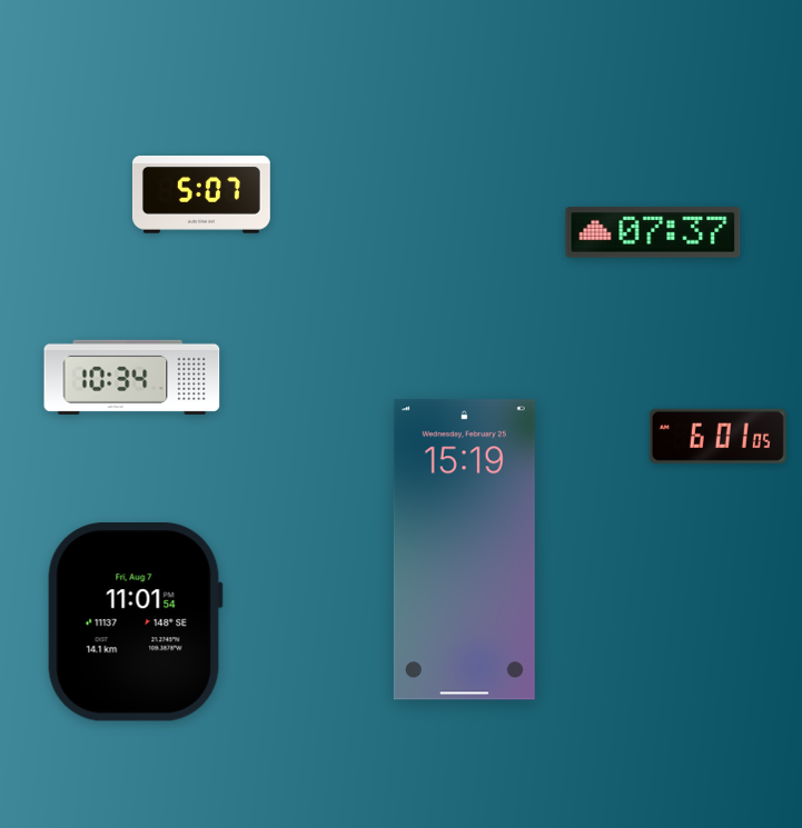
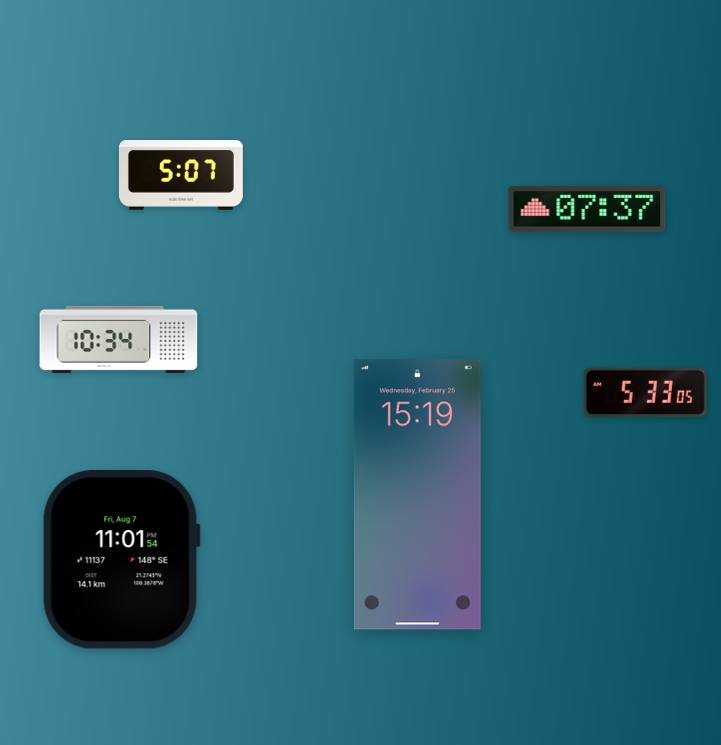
clock at (717, 436): 6:01 -> 5:33
